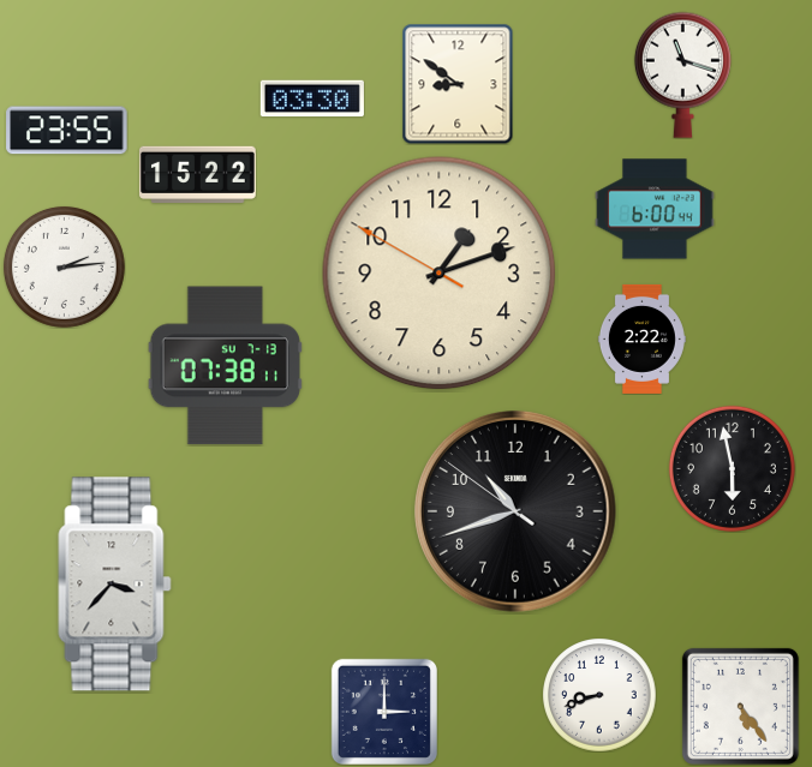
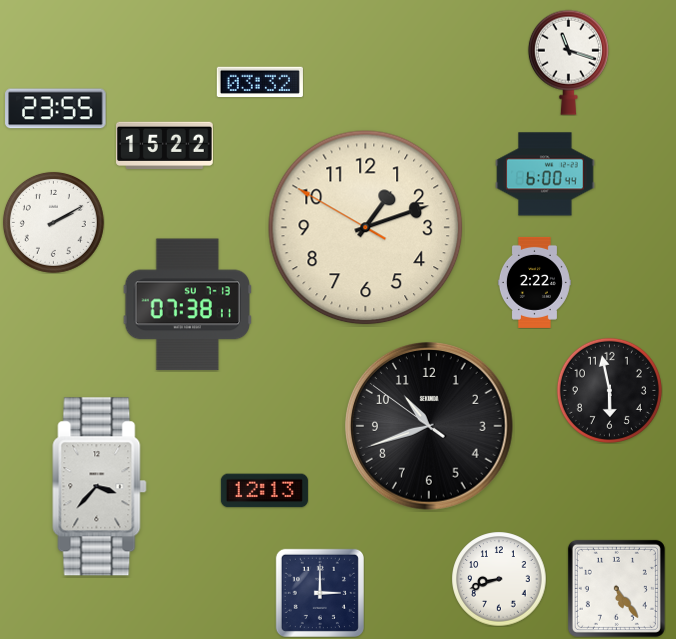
clock at (458, 84): 8:51 -> none
clock at (312, 98): 03:30 -> 03:32
clock at (64, 266): 2:14 -> 2:10
clock at (115, 585) position: (115, 585) -> (100, 487)
clock at (264, 491): none -> 12:13
